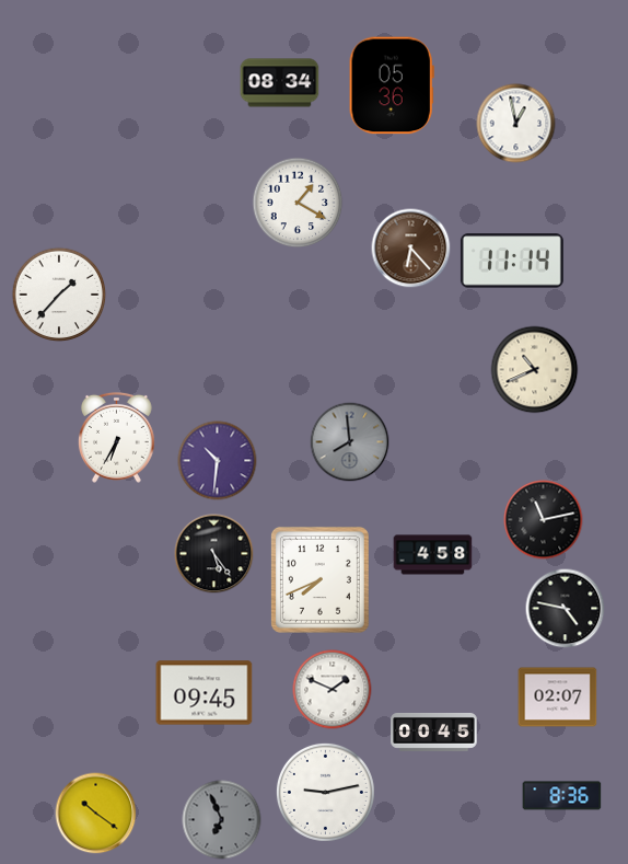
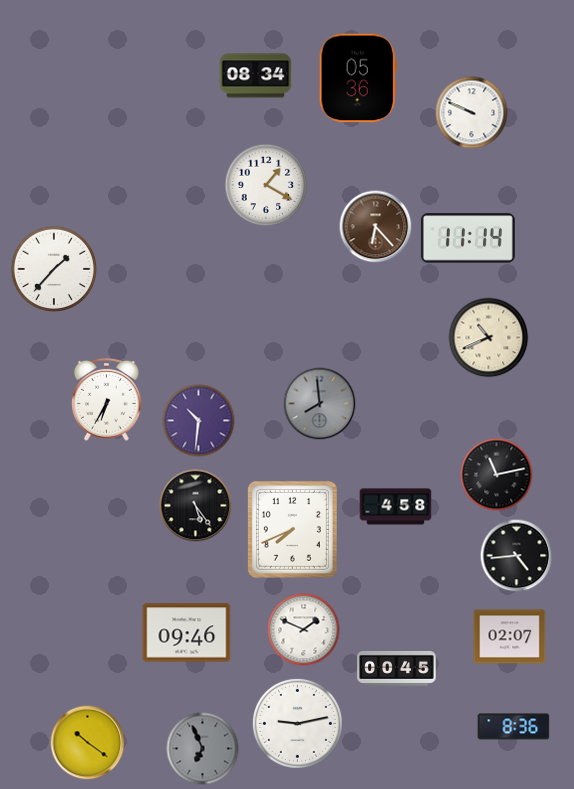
clock at (516, 124): 12:58 -> 9:49
clock at (298, 203) position: (298, 203) -> (266, 185)
clock at (566, 609): 4:47 -> 4:44
clock at (205, 693): 09:45 -> 09:46
